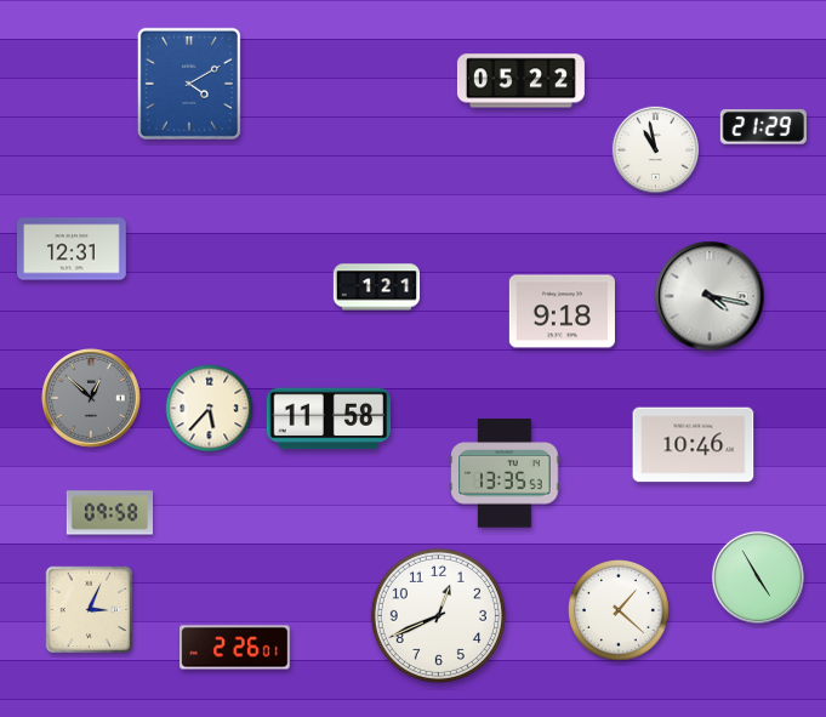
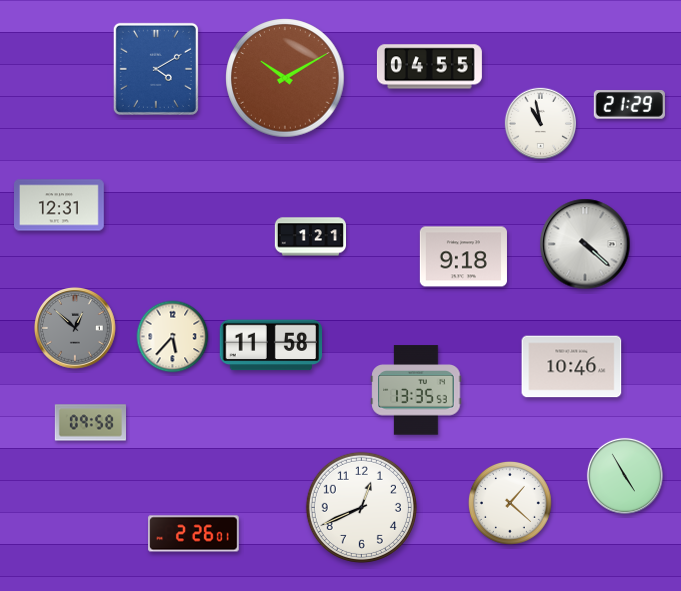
clock at (520, 81): 05:22 -> 04:55
clock at (285, 78): none -> 10:10
clock at (710, 296): 4:17 -> 4:22
clock at (90, 610): 3:04 -> none
